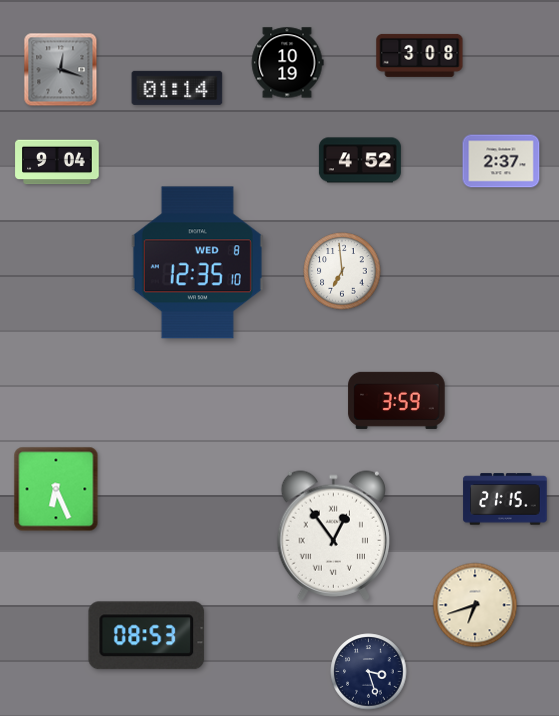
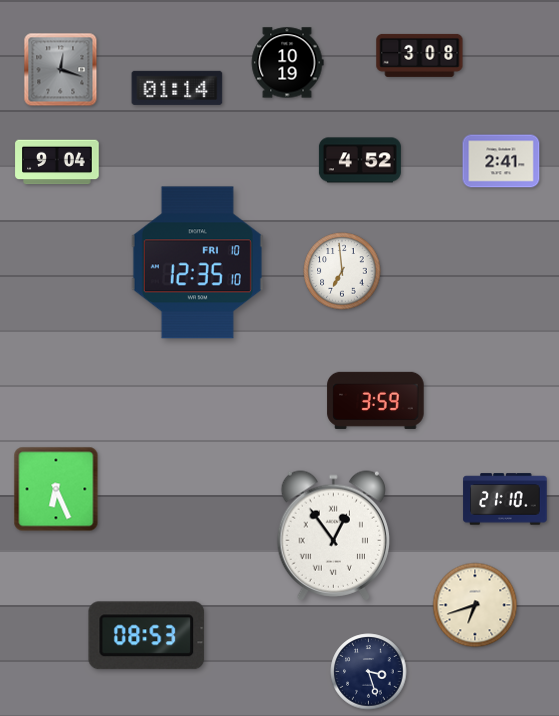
clock at (501, 161): 2:37 -> 2:41
clock at (197, 263) date: WED 8 -> FRI 10
clock at (397, 400) position: (397, 400) -> (376, 400)
clock at (505, 499): 21:15 -> 21:10
